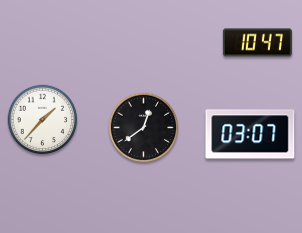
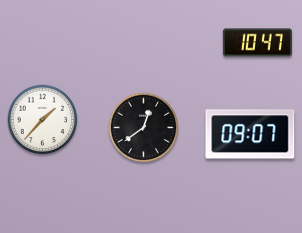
clock at (250, 134): 03:07 -> 09:07
